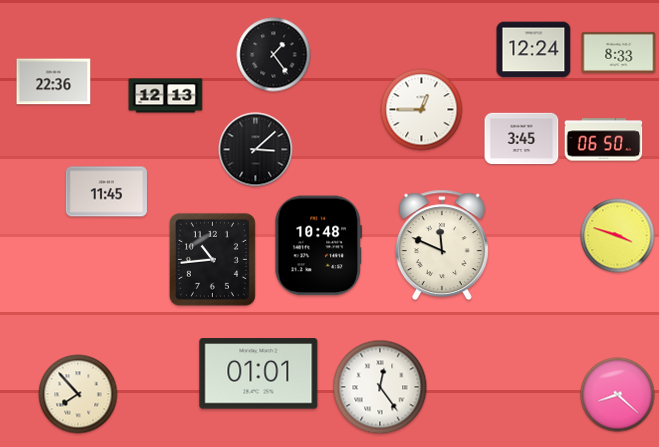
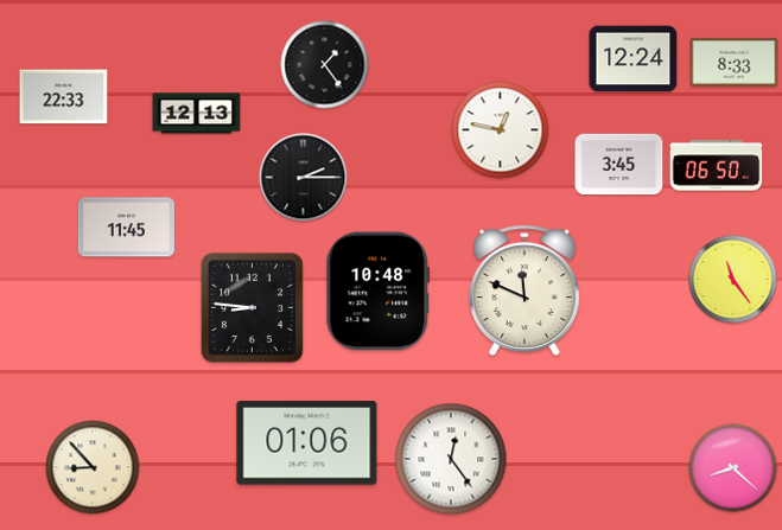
clock at (54, 82): 22:36 -> 22:33
clock at (422, 110): 12:45 -> 12:47
clock at (256, 150): 3:08 -> 2:15
clock at (618, 236): 3:48 -> 11:24
clock at (212, 259): 10:44 -> 8:46
clock at (259, 374): 01:01 -> 01:06
clock at (78, 394): 7:53 -> 8:53
